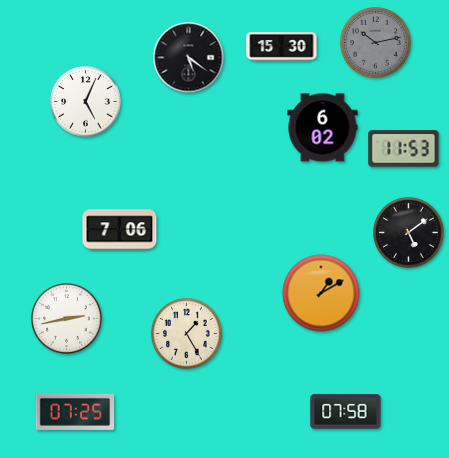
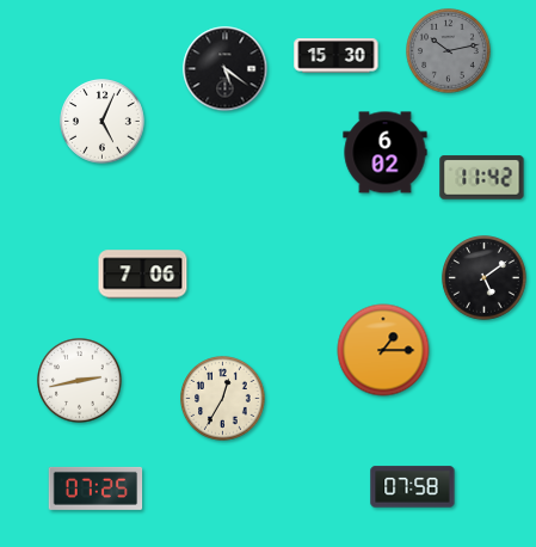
clock at (404, 149): 11:53 -> 11:42
clock at (409, 233) position: (409, 233) -> (485, 278)
clock at (321, 293): 1:10 -> 1:15
clock at (187, 334): 1:25 -> 12:35
clock at (75, 412) position: (75, 412) -> (96, 488)
clock at (346, 412) position: (346, 412) -> (413, 487)
